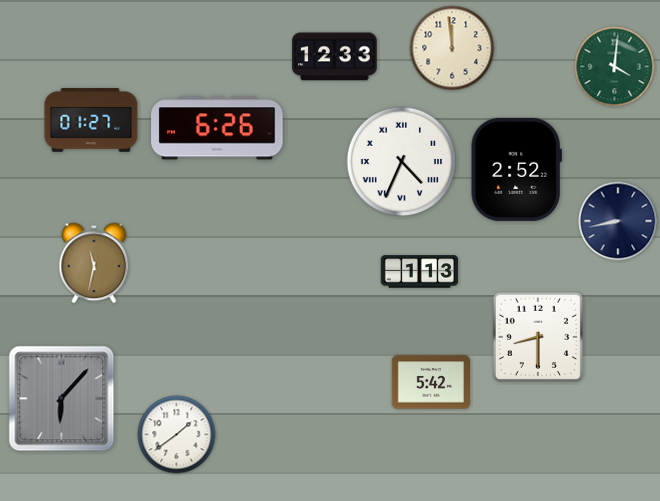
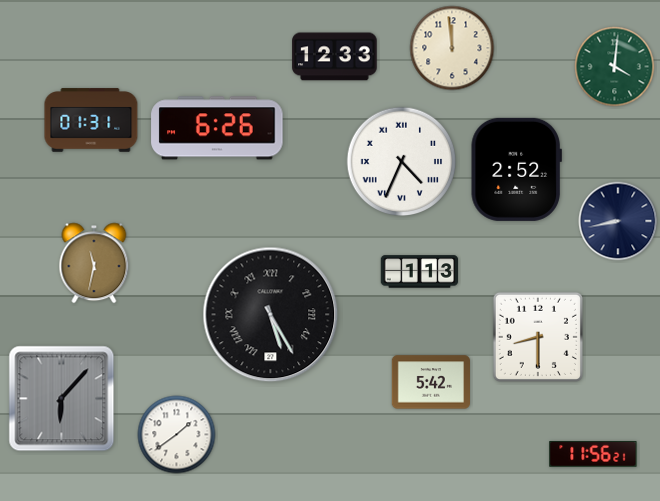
clock at (91, 120): 01:27 -> 01:31
clock at (271, 315): none -> 5:25
clock at (593, 455): none -> 11:56
